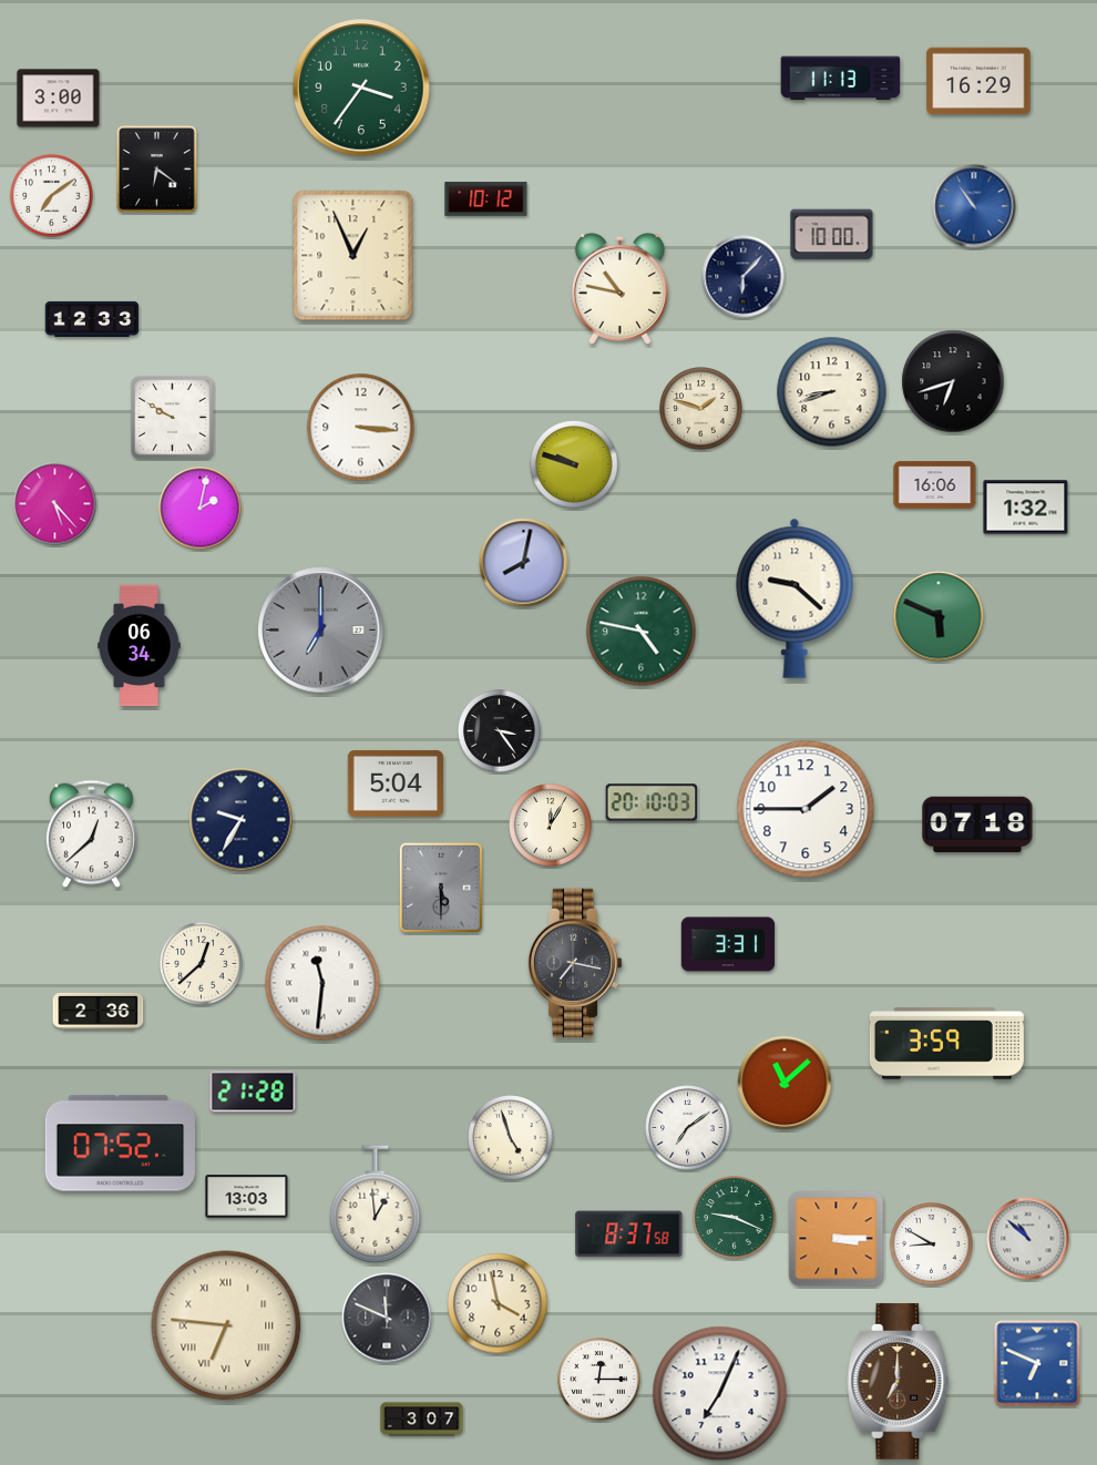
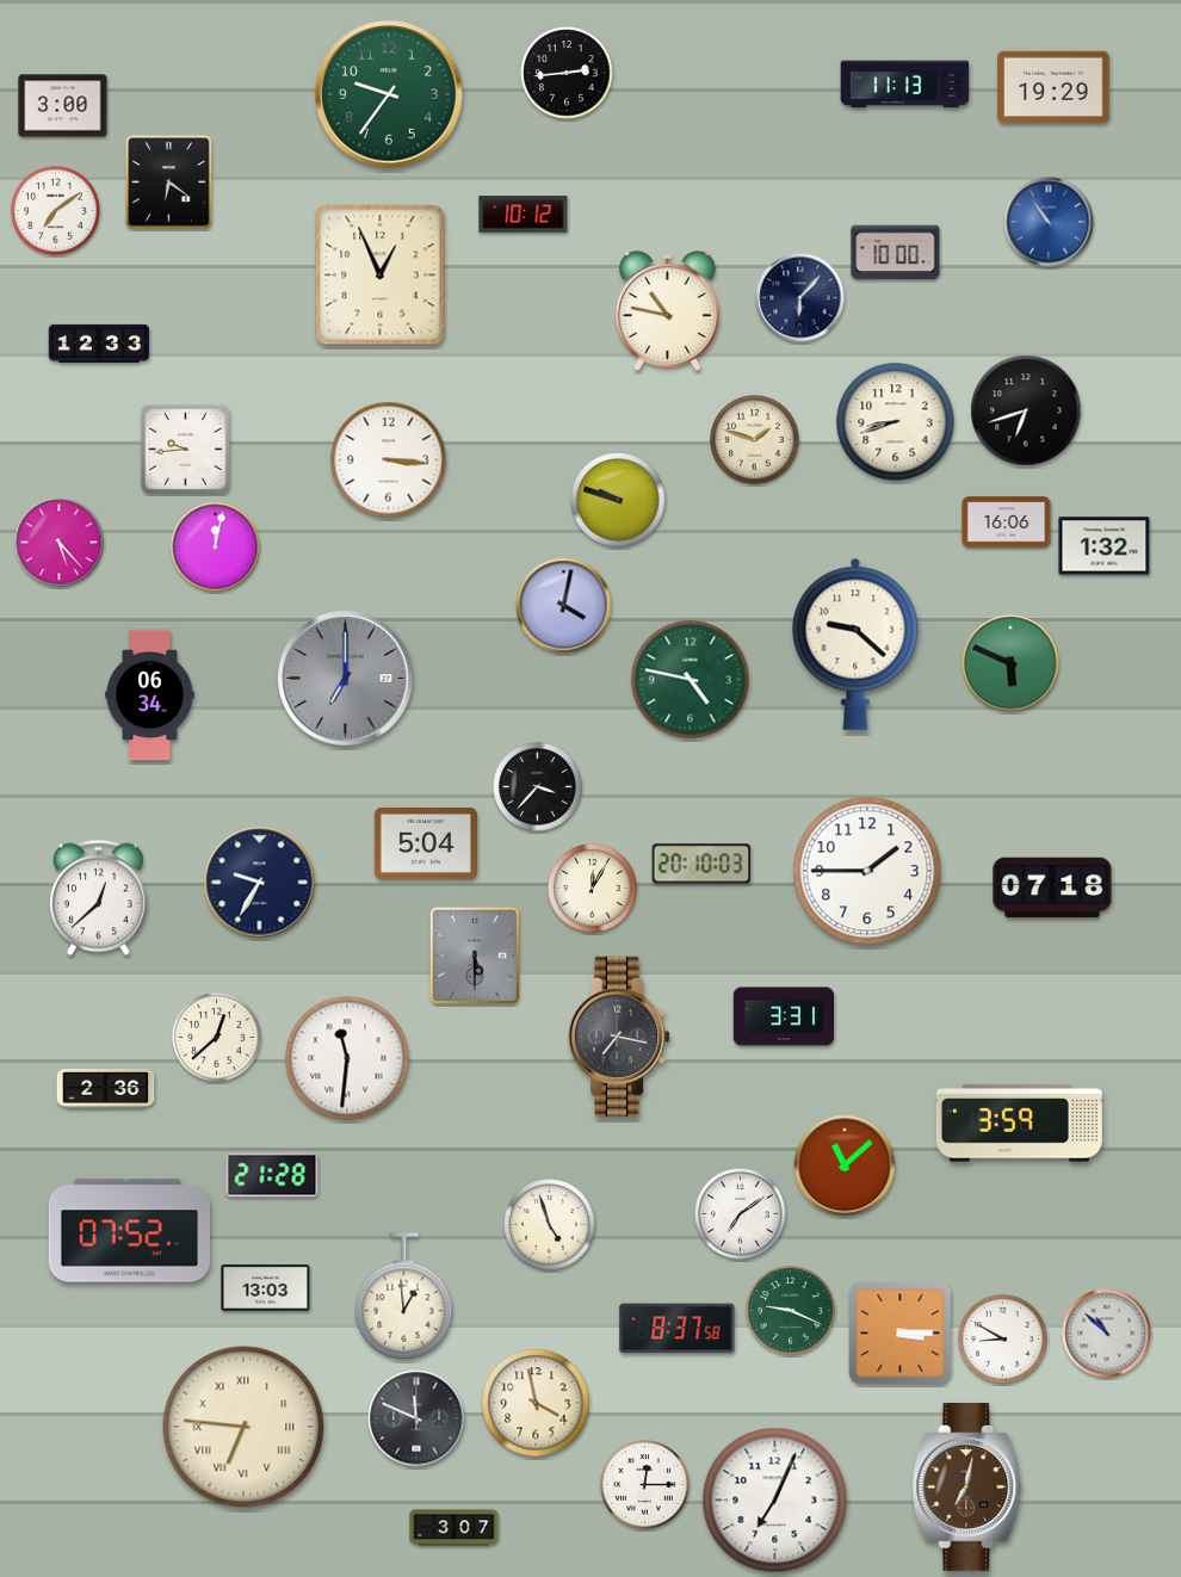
clock at (567, 73): none -> 2:44
clock at (978, 81): 16:29 -> 19:29
clock at (361, 88): 3:36 -> 9:36
clock at (172, 417): 9:50 -> 9:44
clock at (201, 509): 2:02 -> 12:02
clock at (524, 563): 8:02 -> 4:02
clock at (500, 731): 3:24 -> 3:37
clock at (1037, 1363): 6:49 -> none
clock at (899, 1381): 7:00 -> 7:02
